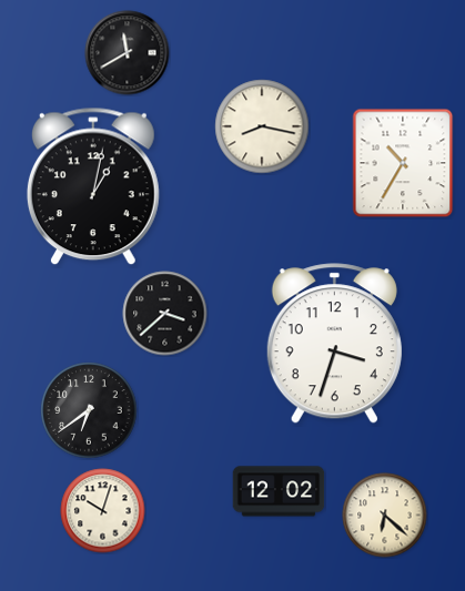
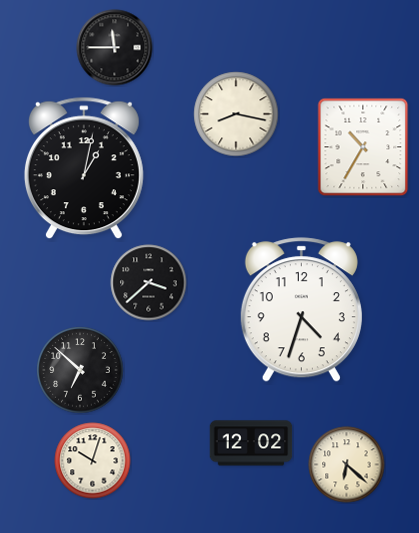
clock at (128, 53): 11:40 -> 11:45
clock at (334, 344): 3:33 -> 4:33
clock at (89, 410): 6:39 -> 6:52
